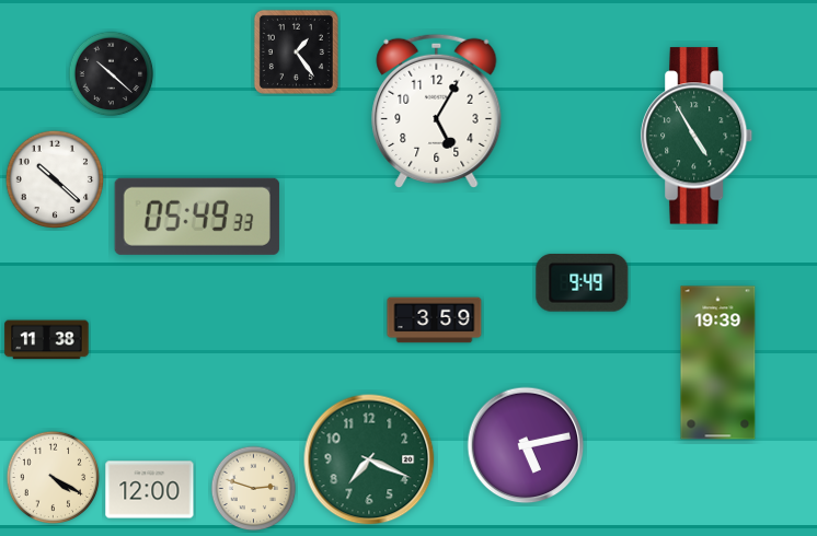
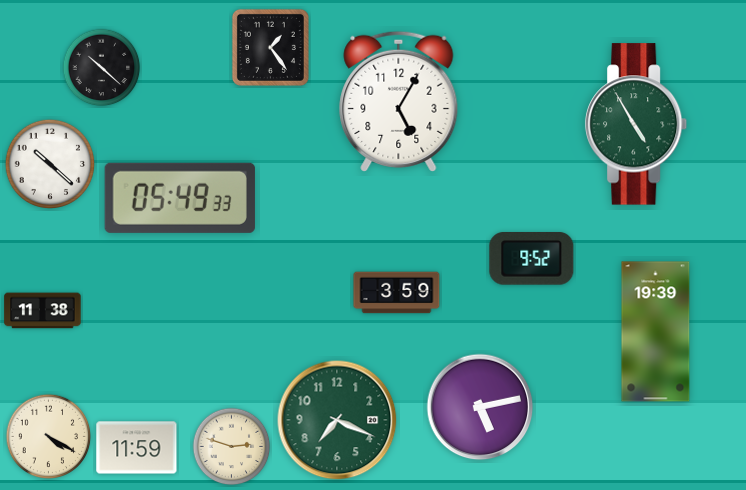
clock at (583, 283): 9:49 -> 9:52
clock at (150, 490): 12:00 -> 11:59
